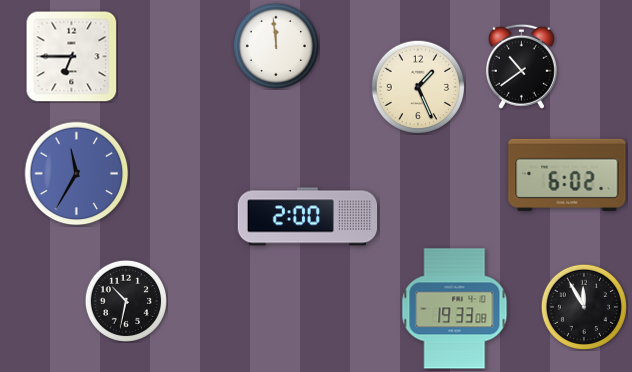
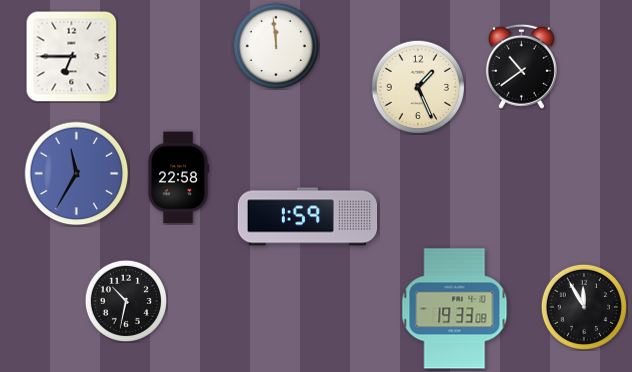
clock at (567, 175): 6:02 -> none
clock at (178, 178): none -> 22:58
clock at (308, 217): 2:00 -> 1:59
